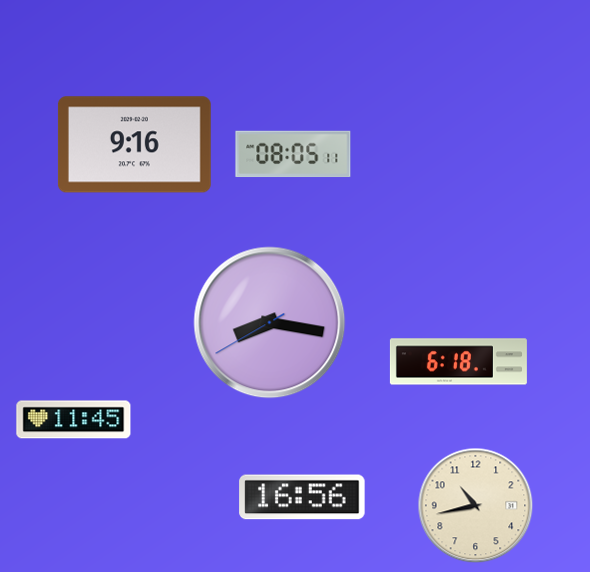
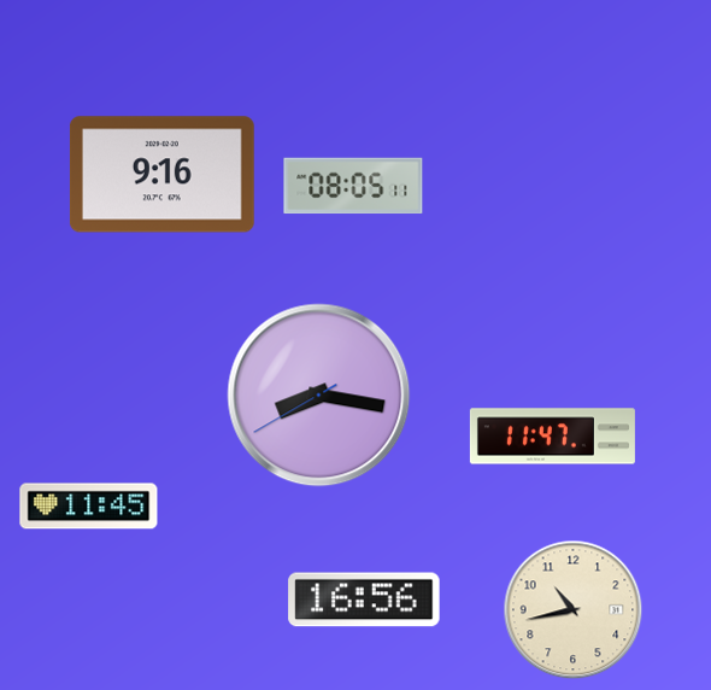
clock at (270, 323) position: (270, 323) -> (319, 396)
clock at (458, 362): 6:18 -> 11:47
